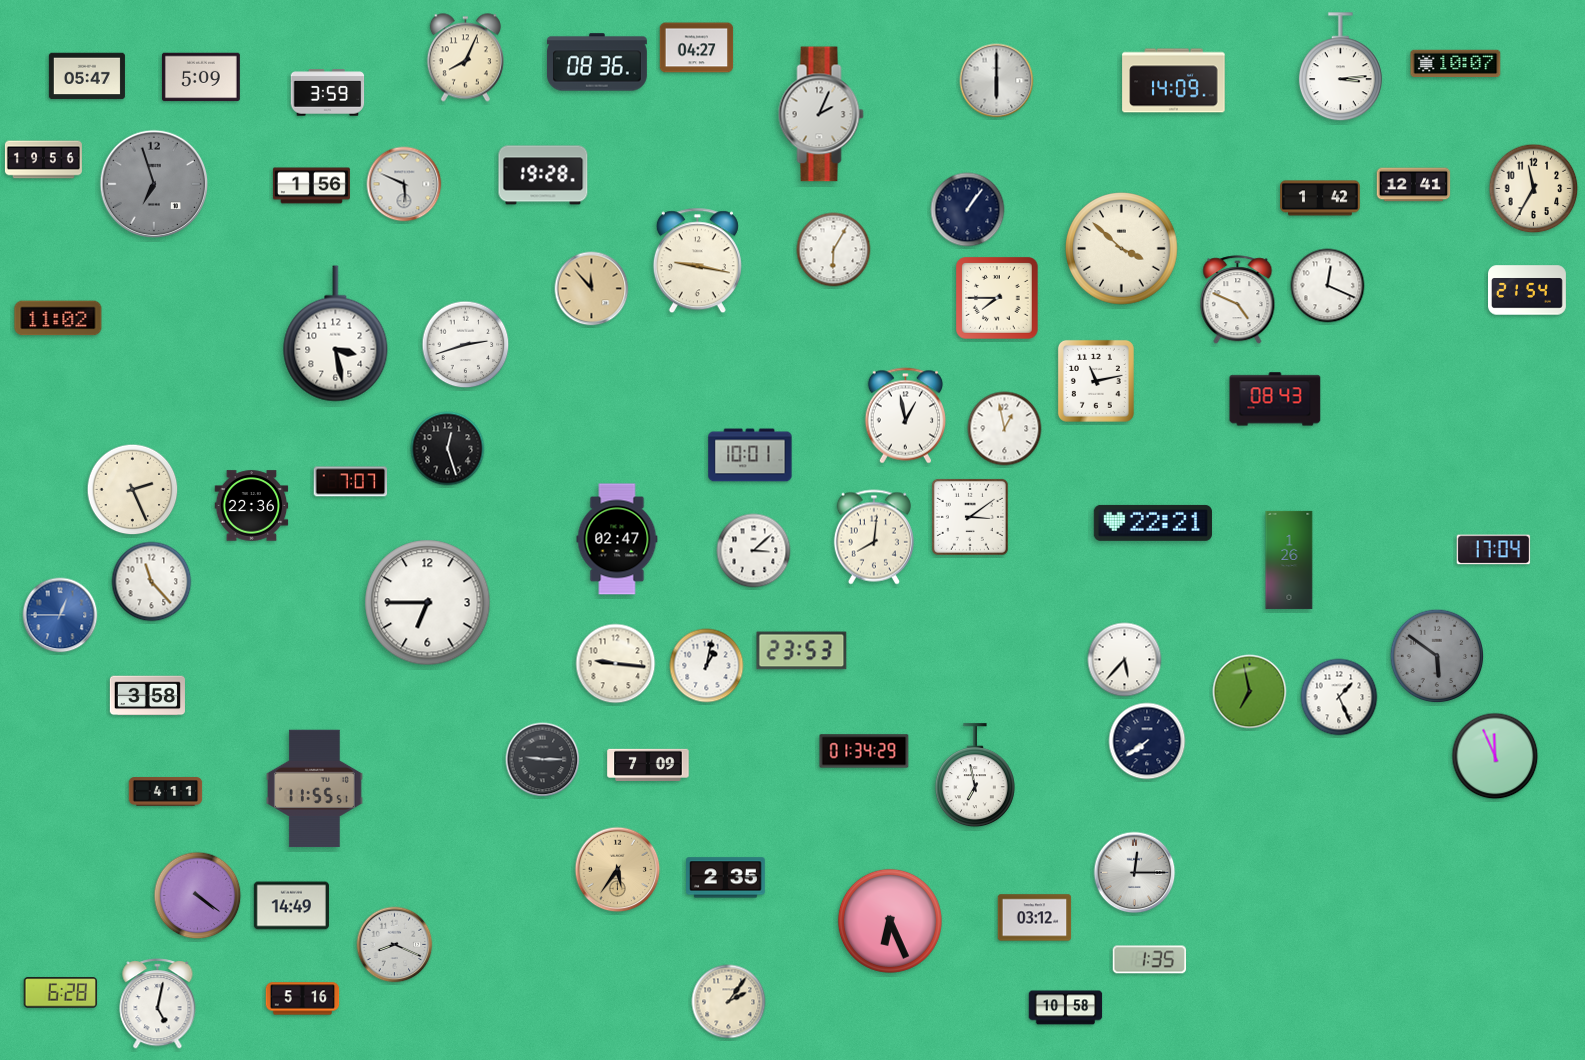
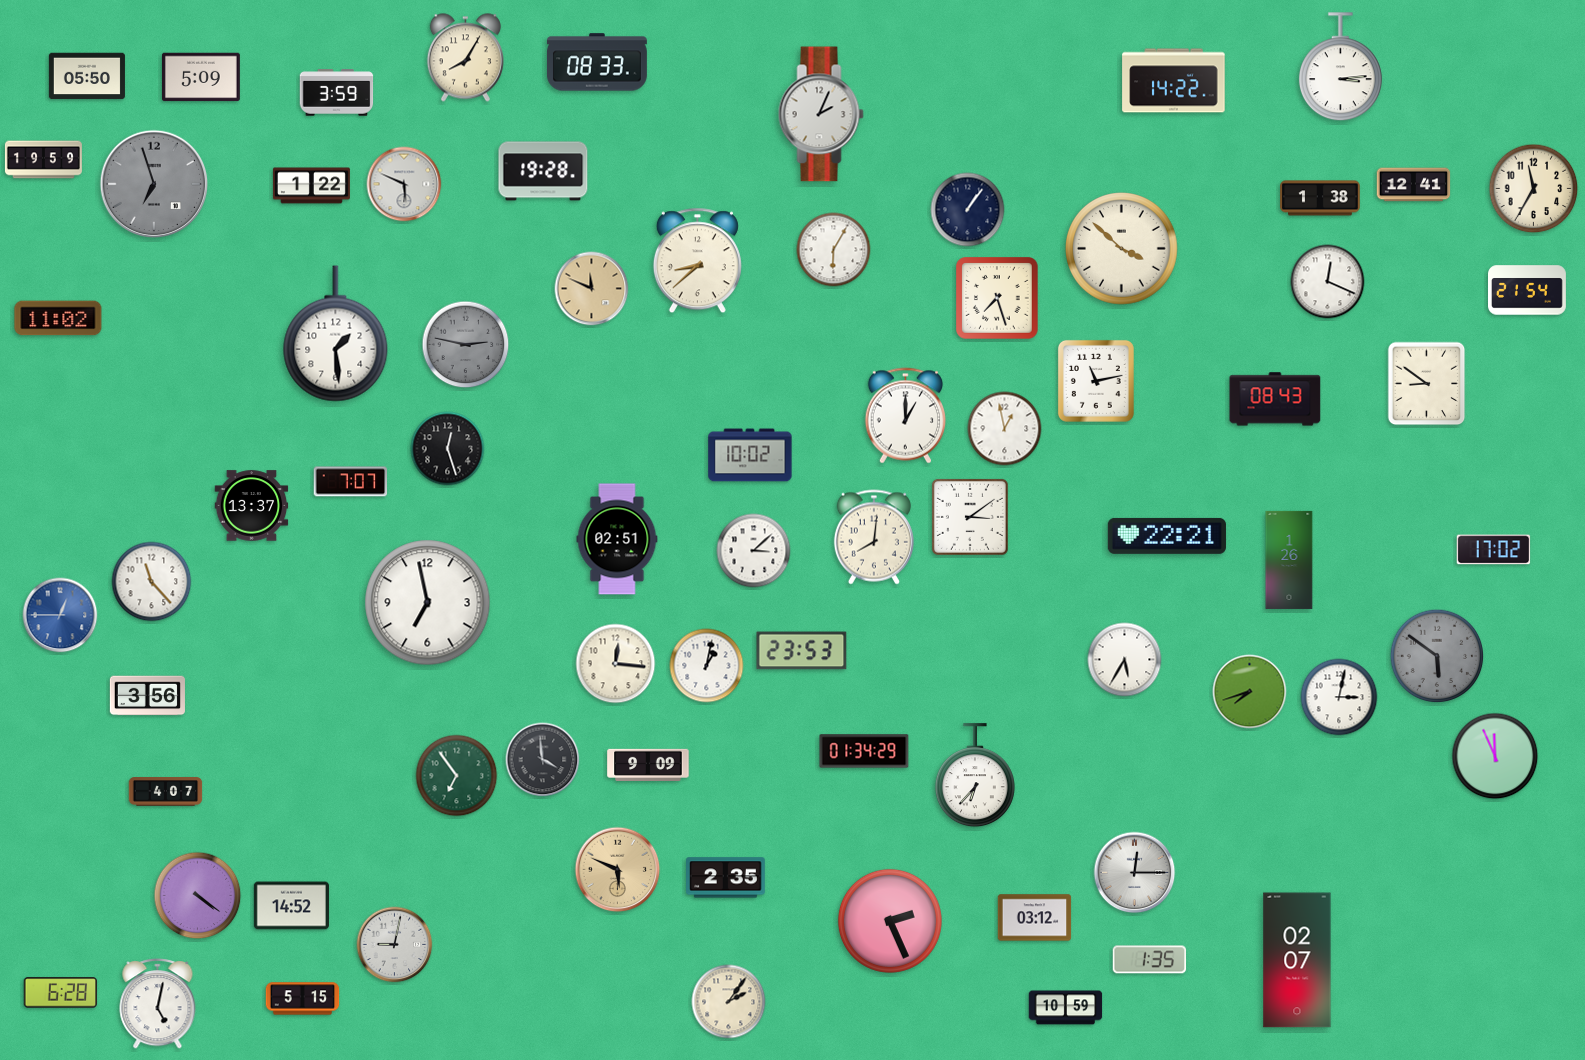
clock at (697, 48): 04:27 -> none
clock at (465, 58): 8:04 -> 8:05
clock at (597, 62): 08:36 -> 08:33
clock at (1456, 63): 10:07 -> none
clock at (87, 76): 05:47 -> 05:50
clock at (997, 81): 6:00 -> none
clock at (1174, 81): 14:09 -> 14:22
clock at (328, 93) position: (328, 93) -> (337, 93)
clock at (43, 160): 19:56 -> 19:59
clock at (543, 175) position: (543, 175) -> (543, 171)
clock at (311, 186): 1:56 -> 1:22
clock at (1320, 198): 1:42 -> 1:38
clock at (697, 261): 9:17 -> 8:38
clock at (1328, 286) position: (1328, 286) -> (1328, 282)
clock at (592, 289): 11:53 -> 11:49
clock at (997, 298): 7:45 -> 7:27
clock at (1238, 300): 4:49 -> none
clock at (336, 334): 3:28 -> 1:29
clock at (466, 345): 2:42 -> 2:47
clock at (466, 345) dial: white -> grey
clock at (1427, 384): none -> 8:51
clock at (905, 416): 12:58 -> 1:00
clock at (750, 455): 10:01 -> 10:02
clock at (133, 490): 2:26 -> none
clock at (252, 506): 22:36 -> 13:37
clock at (1153, 523) position: (1153, 523) -> (1167, 536)
clock at (617, 539): 02:47 -> 02:51
clock at (1494, 550): 17:04 -> 17:02
clock at (428, 603): 6:45 -> 6:58
clock at (1125, 660): 5:37 -> 5:35
clock at (616, 664): 9:16 -> 12:16
clock at (1250, 692): 6:58 -> 7:42
clock at (147, 696): 3:58 -> 3:56
clock at (1339, 697): 1:26 -> 3:02
clock at (1147, 741): 7:39 -> none
clock at (543, 760): 9:15 -> 3:59
clock at (648, 764): 7:09 -> 9:09
clock at (457, 776): none -> 6:54
clock at (975, 776): 6:58 -> 6:37
clock at (315, 789): 11:55 -> none
clock at (166, 792): 4:11 -> 4:07
clock at (618, 870): 5:36 -> 5:49
clock at (291, 906): 14:49 -> 14:52
clock at (890, 921): 6:26 -> 2:26
clock at (395, 945): 8:19 -> 9:02
clock at (1297, 960): none -> 02:07
clock at (303, 999): 5:16 -> 5:15
clock at (1066, 1008): 10:58 -> 10:59
